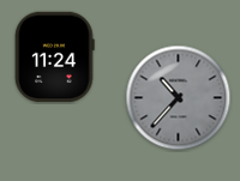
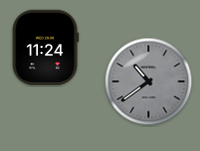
clock at (179, 98): 10:37 -> 10:39
